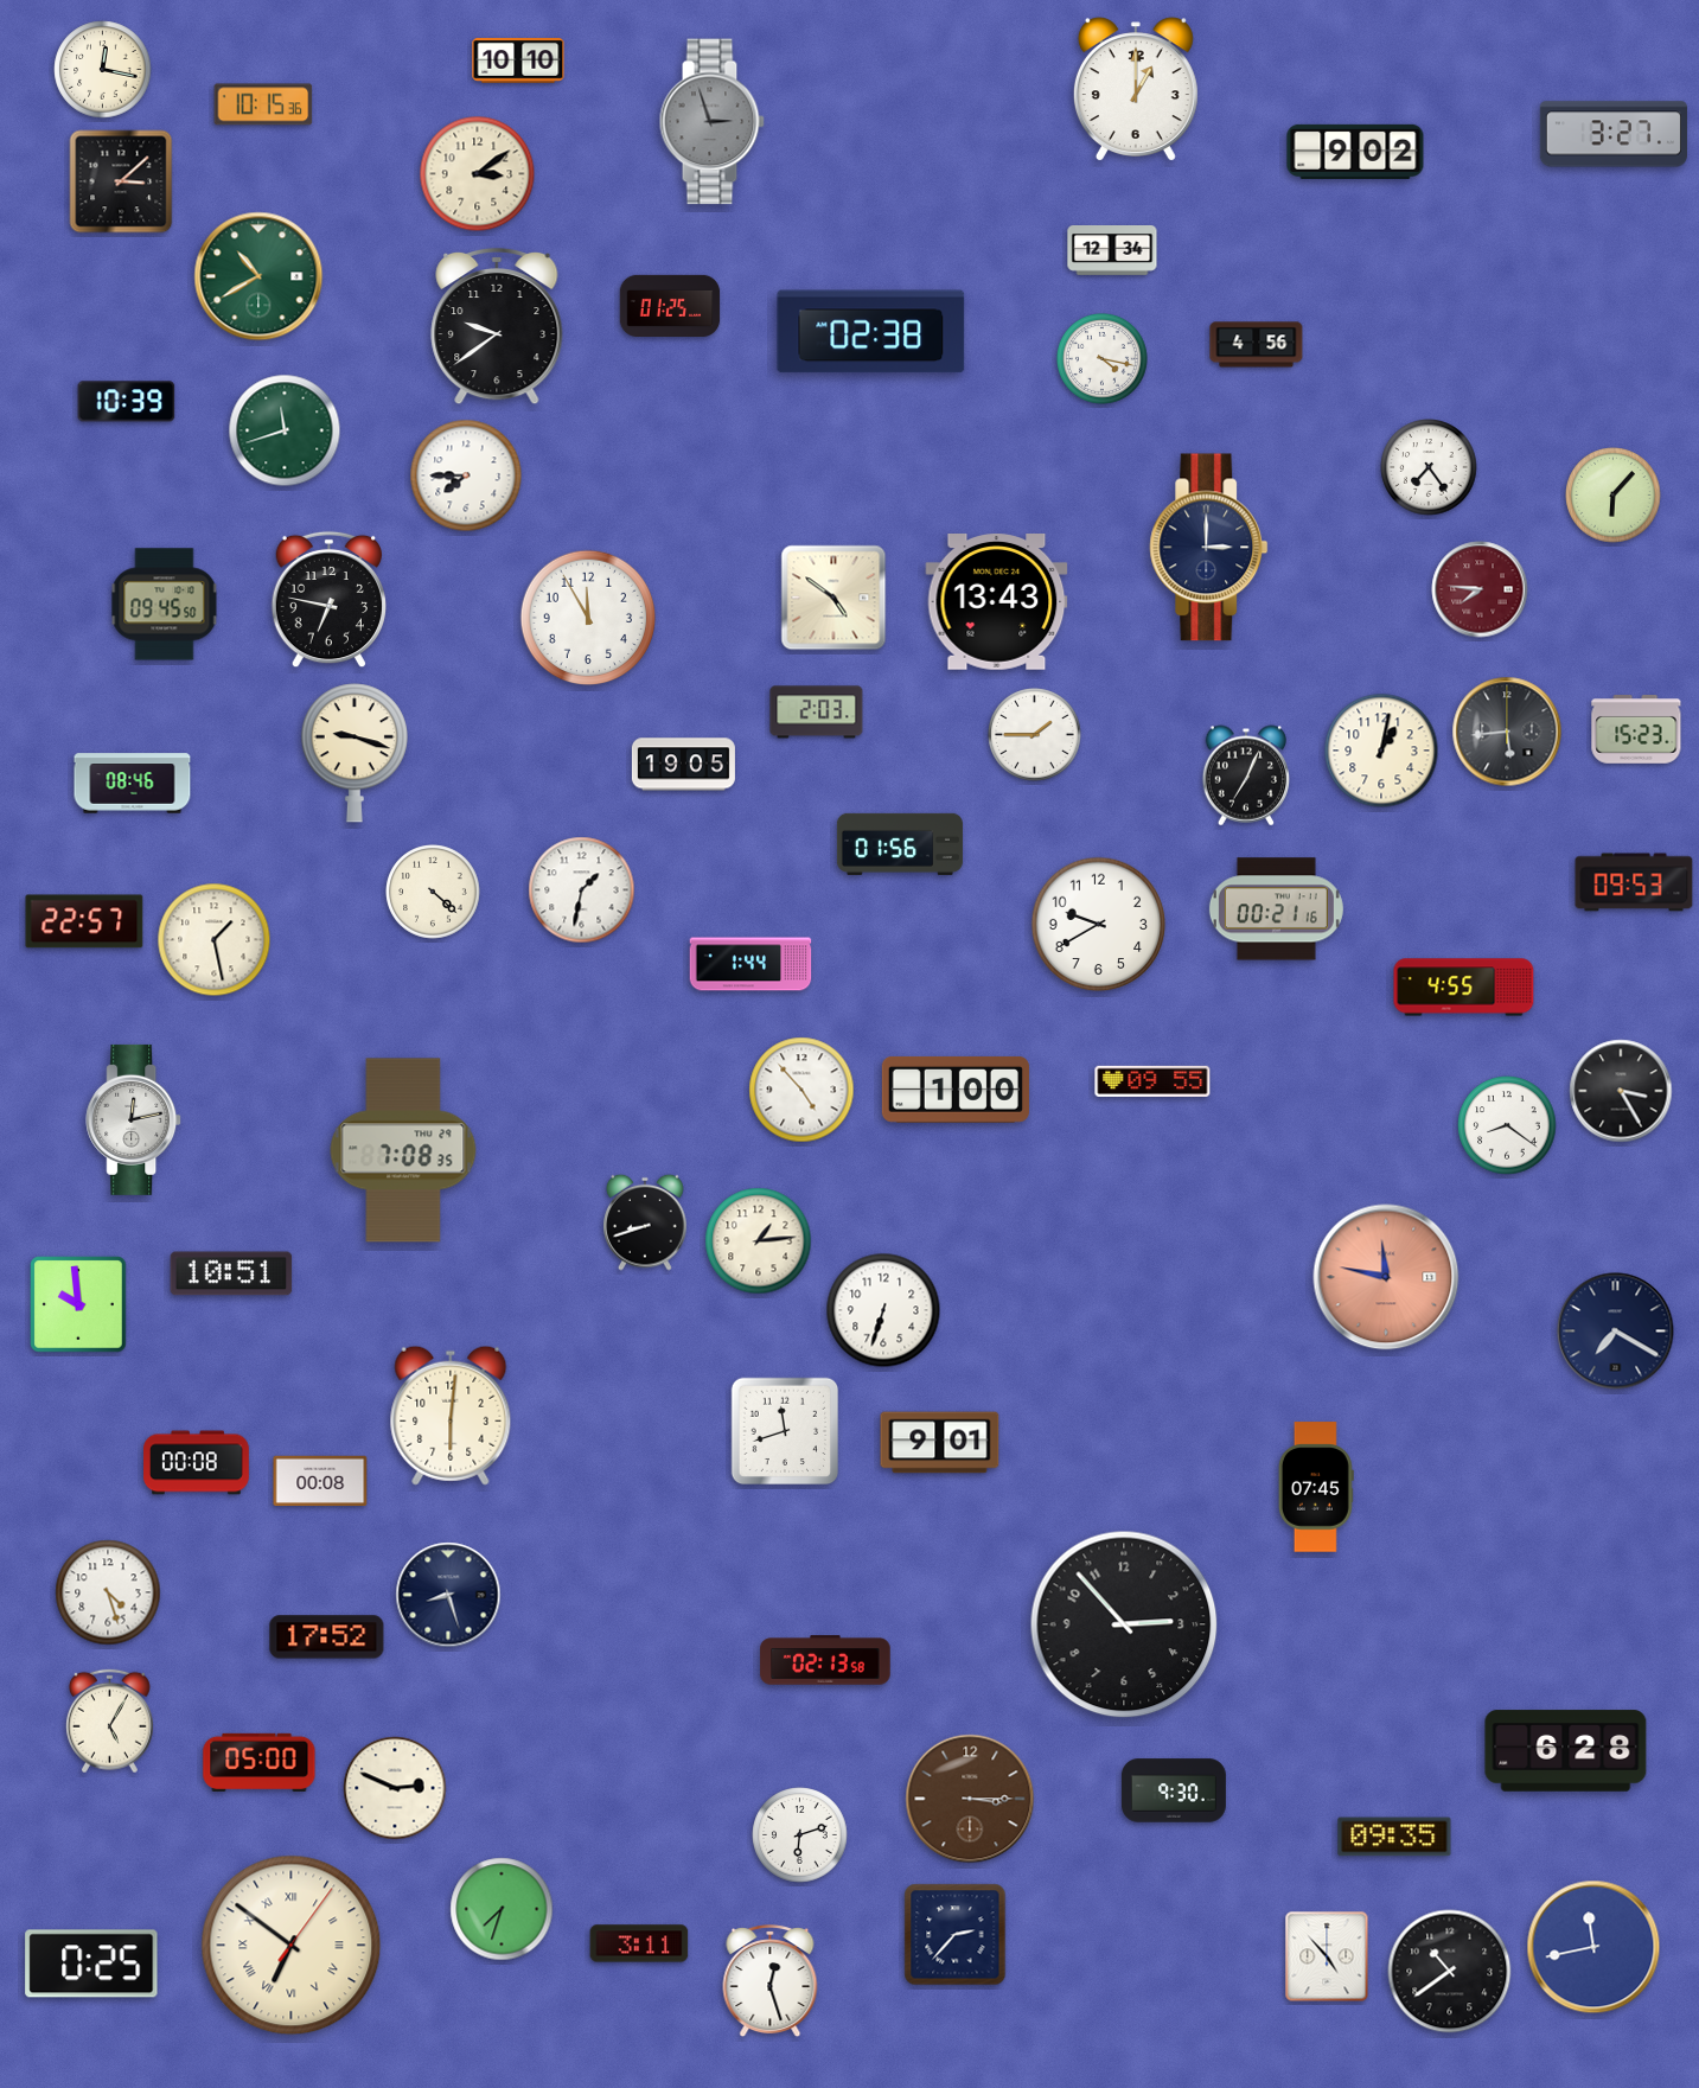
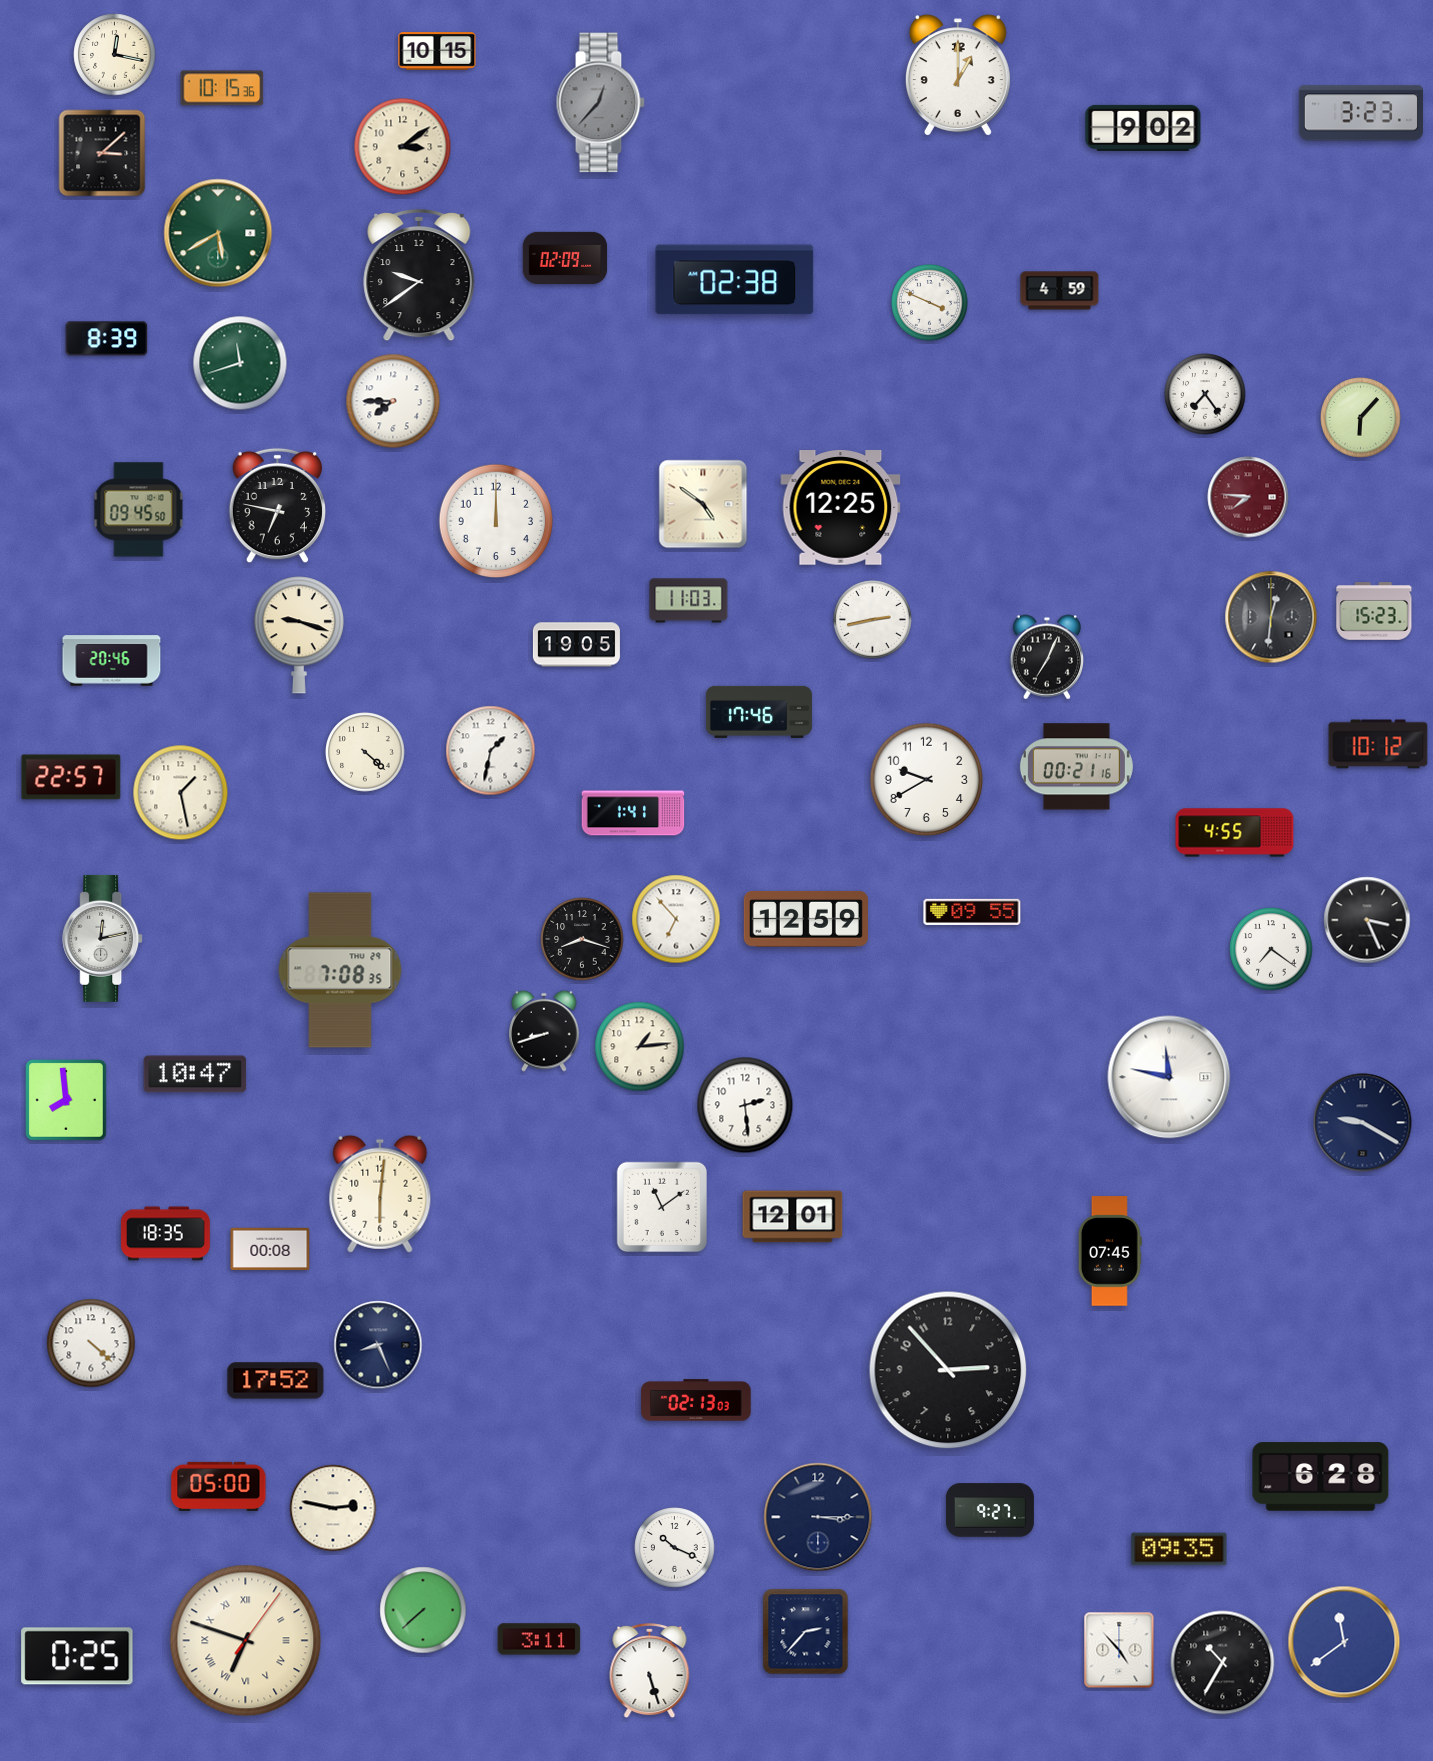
clock at (518, 62): 10:10 -> 10:15
clock at (103, 70) position: (103, 70) -> (115, 55)
clock at (711, 122): 2:57 -> 12:37
clock at (1614, 134): 3:27 -> 3:23
clock at (1112, 251): 12:34 -> none
clock at (258, 276): 10:40 -> 5:40
clock at (670, 305): 01:25 -> 02:09
clock at (1257, 345): 4:56 -> 4:59
clock at (1103, 359): 4:17 -> 3:49
clock at (127, 402): 10:39 -> 8:39
clock at (1209, 548): 3:00 -> none
clock at (997, 602): 13:43 -> 12:25
clock at (588, 618): 11:55 -> 12:00
clock at (817, 713): 2:03 -> 11:03
clock at (1636, 730) position: (1636, 730) -> (1374, 612)
clock at (1507, 732): 5:44 -> 12:31
clock at (1035, 735): 1:45 -> 2:43
clock at (1381, 751): 1:02 -> none
clock at (1246, 775) position: (1246, 775) -> (1047, 657)
clock at (133, 784): 08:46 -> 20:46
clock at (900, 844): 01:56 -> 17:46
clock at (1634, 882): 09:53 -> 10:12
clock at (751, 964): 1:44 -> 1:41
clock at (801, 1090): 4:53 -> 6:53
clock at (956, 1090): 1:00 -> 12:59
clock at (1621, 1091): 3:25 -> 3:26
clock at (582, 939): none -> 8:18
clock at (134, 1119) position: (134, 1119) -> (103, 938)
clock at (1507, 1125): 8:21 -> 7:21
clock at (231, 1273): 10:51 -> 10:47
clock at (1386, 1277) dial: salmon -> white
clock at (78, 1304): 9:59 -> 7:59
clock at (883, 1310): 6:33 -> 2:29
clock at (1616, 1332): 7:20 -> 9:20
clock at (785, 1431): 11:42 -> 11:09
clock at (940, 1443): 9:01 -> 12:01
clock at (197, 1463): 00:08 -> 18:35
clock at (1316, 1487) position: (1316, 1487) -> (1110, 1251)
clock at (108, 1592): 4:27 -> 4:22
clock at (448, 1595): 8:27 -> 8:26
clock at (825, 1660): 02:13:58 -> 02:13:03
clock at (109, 1722): 5:05 -> none
clock at (395, 1788): 2:49 -> 2:47
clock at (1174, 1790): 9:30 -> 9:27
clock at (970, 1799) dial: brown -> navy
clock at (800, 1835): 6:12 -> 10:19
clock at (1394, 1837) position: (1394, 1837) -> (1179, 1549)
clock at (502, 1909): 7:33 -> 7:38
clock at (292, 1946): 6:51 -> 6:48
clock at (1593, 1947): 11:43 -> 11:39
clock at (1450, 1972): 10:39 -> 10:35
clock at (771, 1981): 12:27 -> 5:27
